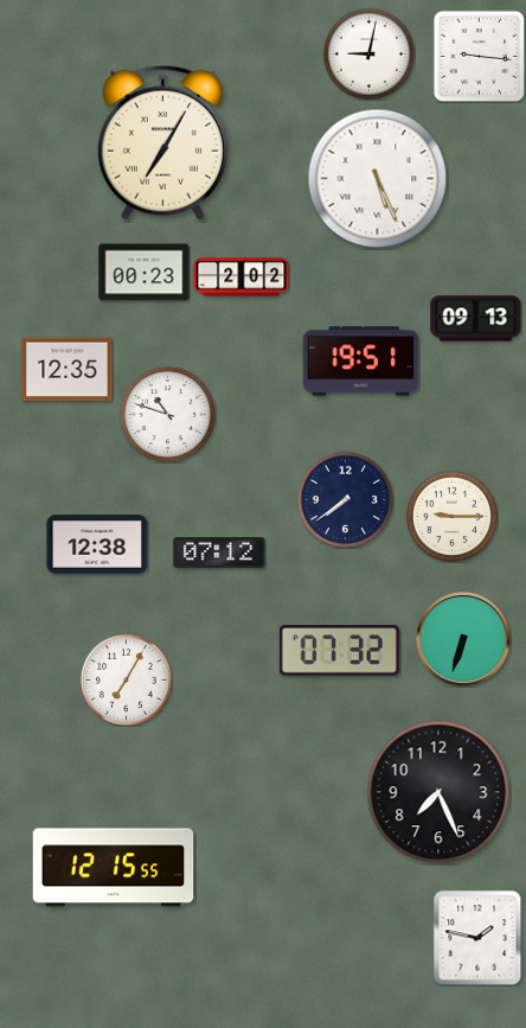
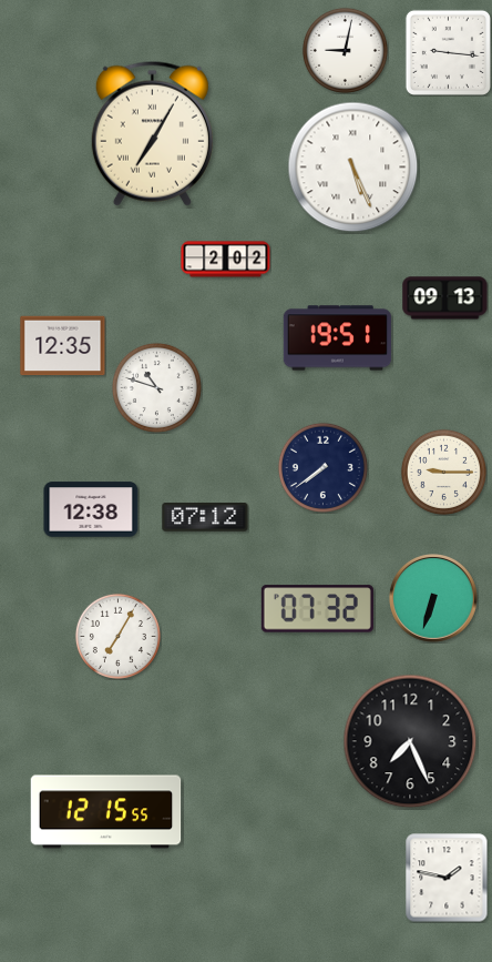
clock at (145, 273): 00:23 -> none
clock at (451, 516) position: (451, 516) -> (443, 472)
